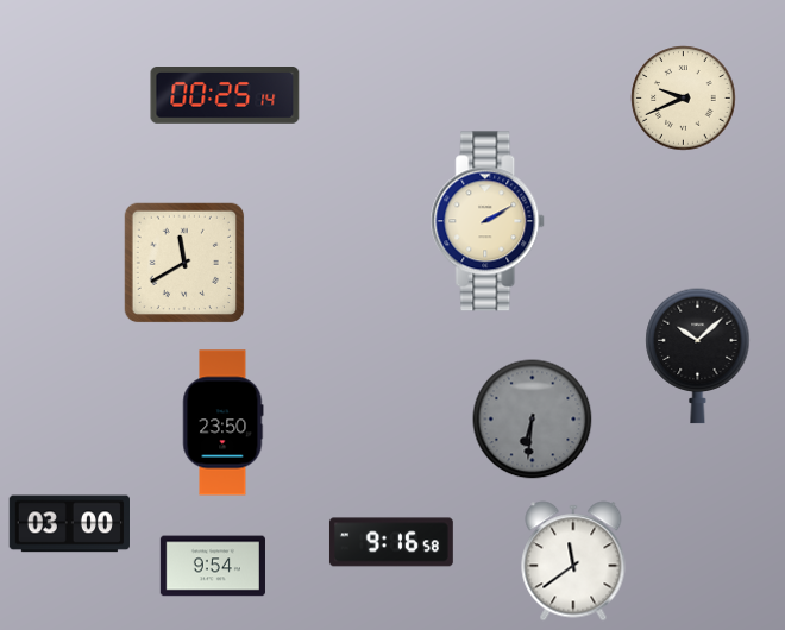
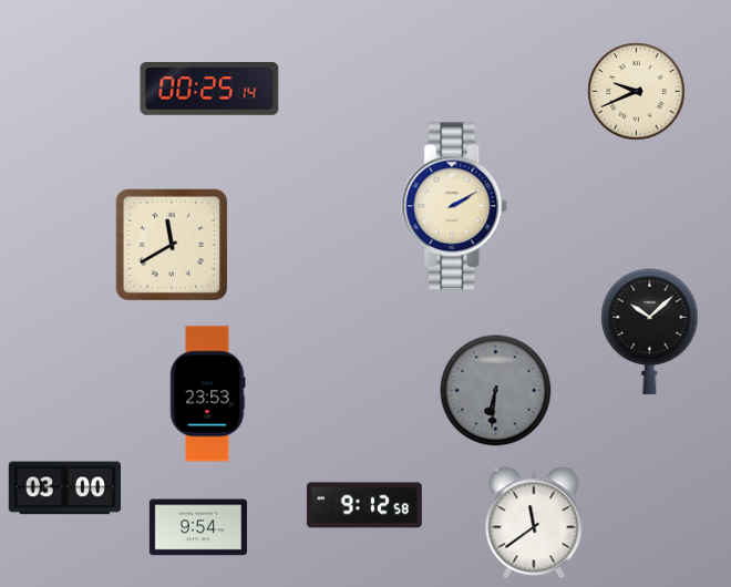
clock at (224, 423): 23:50 -> 23:53
clock at (391, 542): 9:16 -> 9:12
